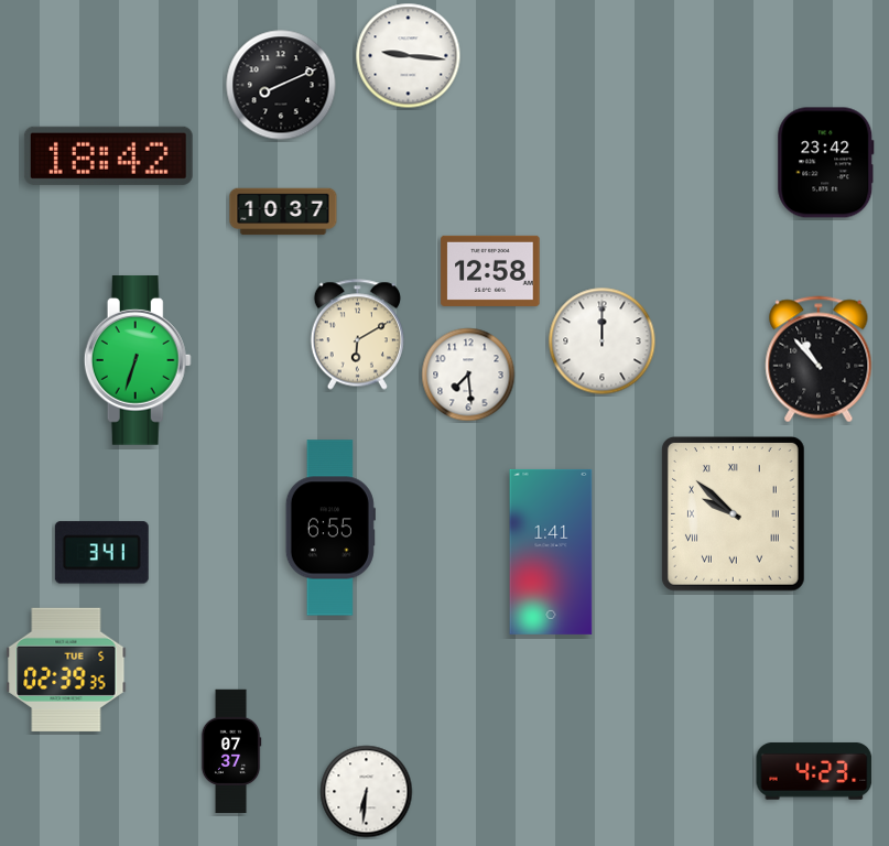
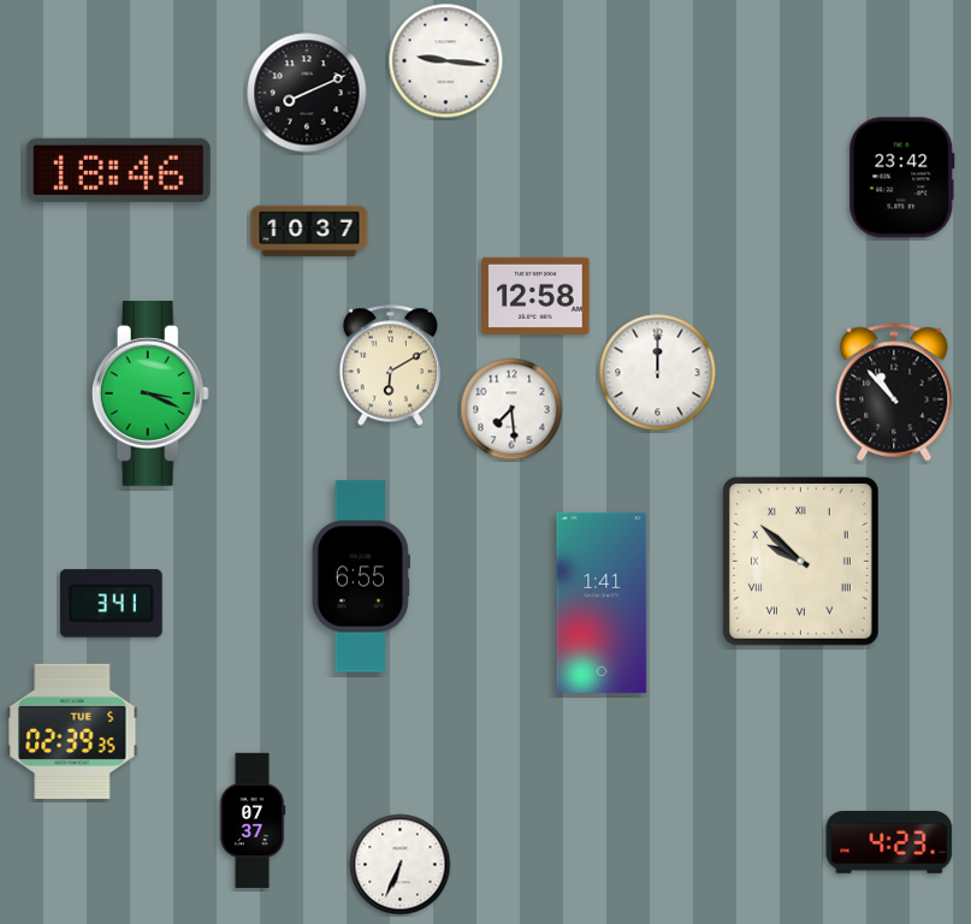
clock at (108, 155): 18:42 -> 18:46
clock at (138, 361): 6:33 -> 3:19
clock at (367, 792): 6:31 -> 6:34
